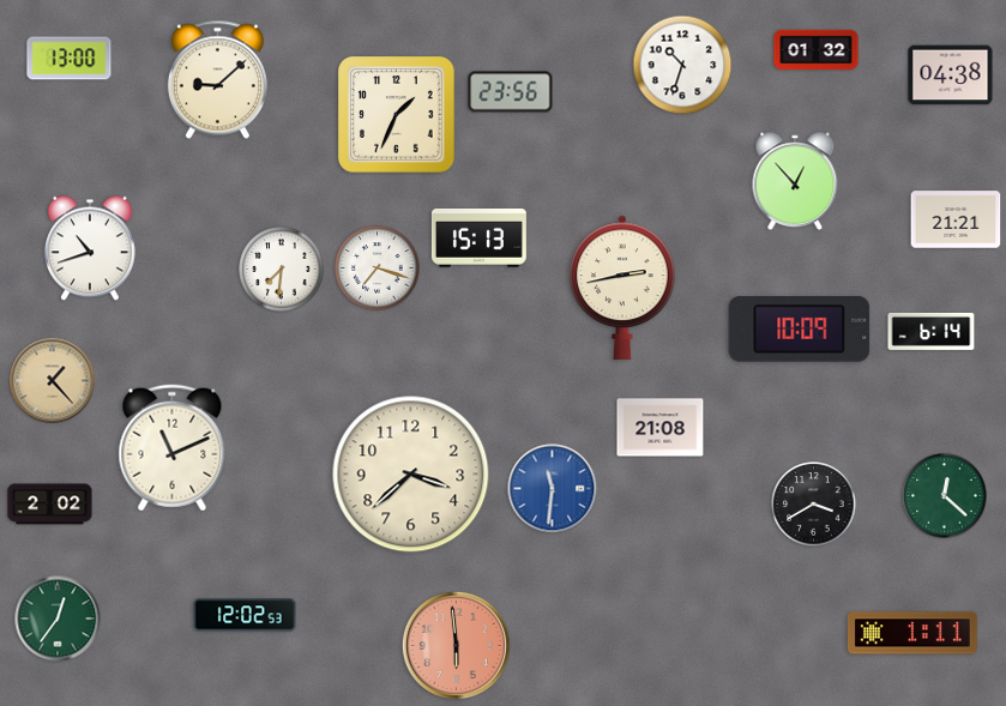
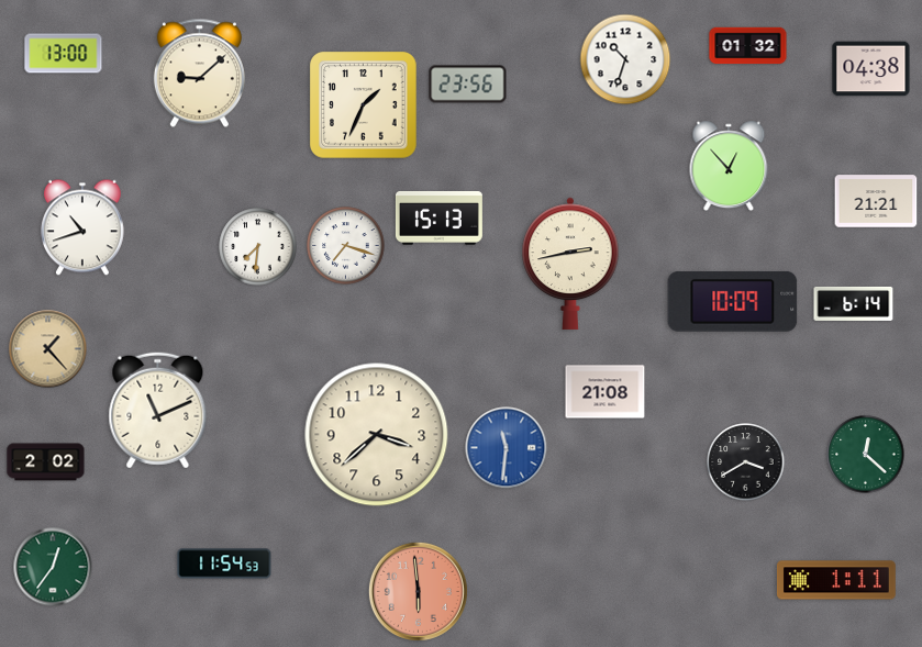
clock at (245, 615): 12:02 -> 11:54
